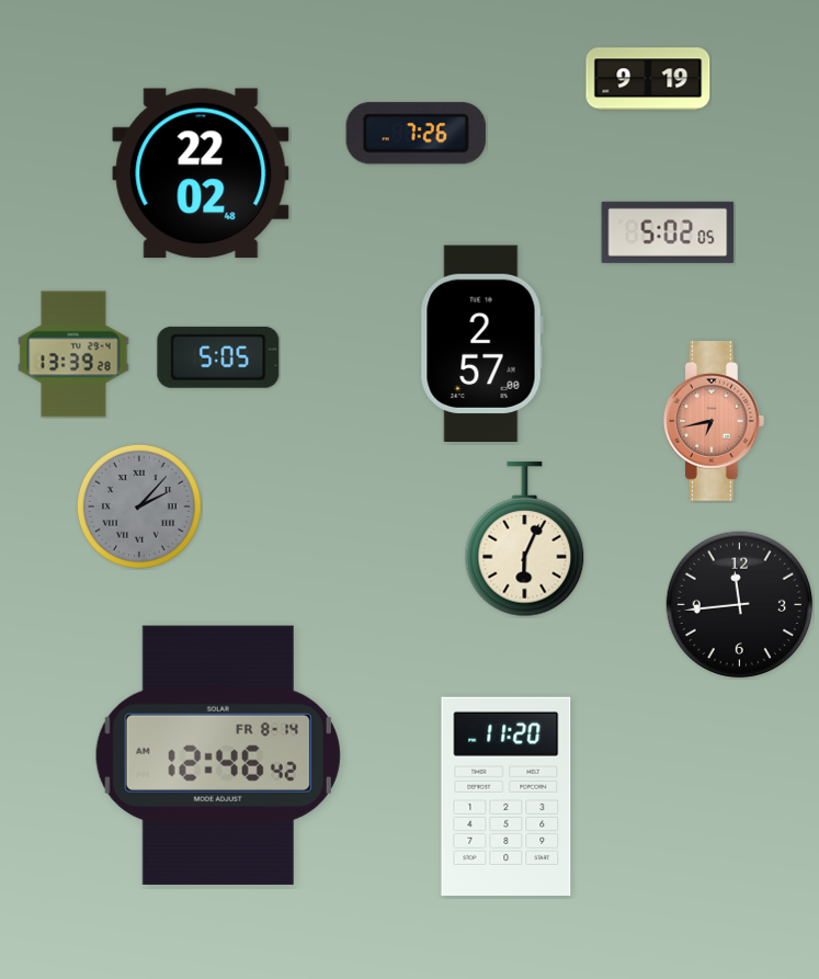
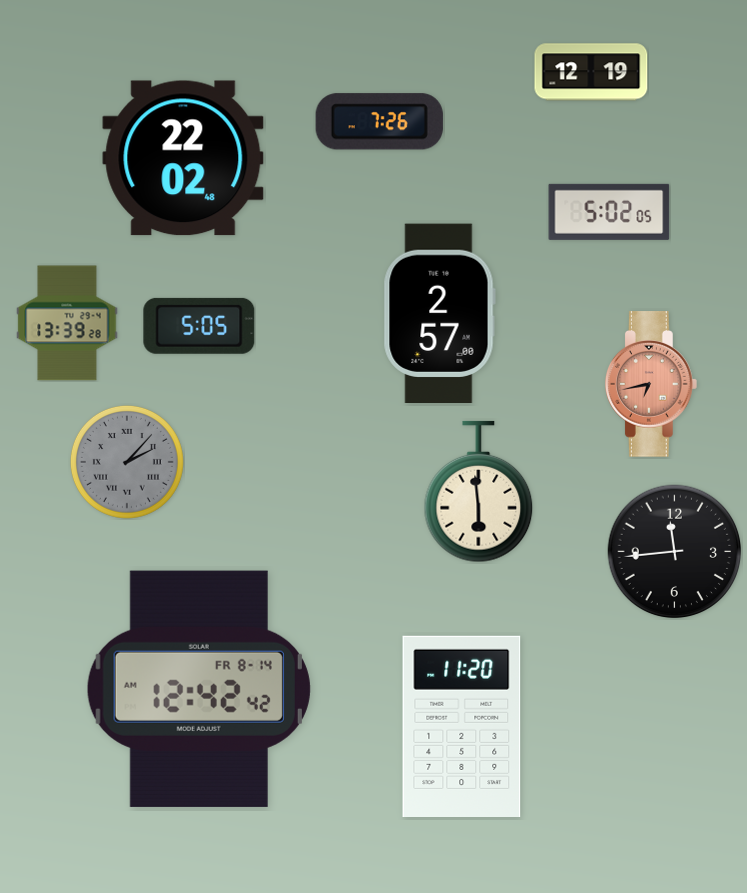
clock at (648, 79): 9:19 -> 12:19
clock at (525, 539): 6:04 -> 5:59
clock at (218, 755): 12:46 -> 12:42
